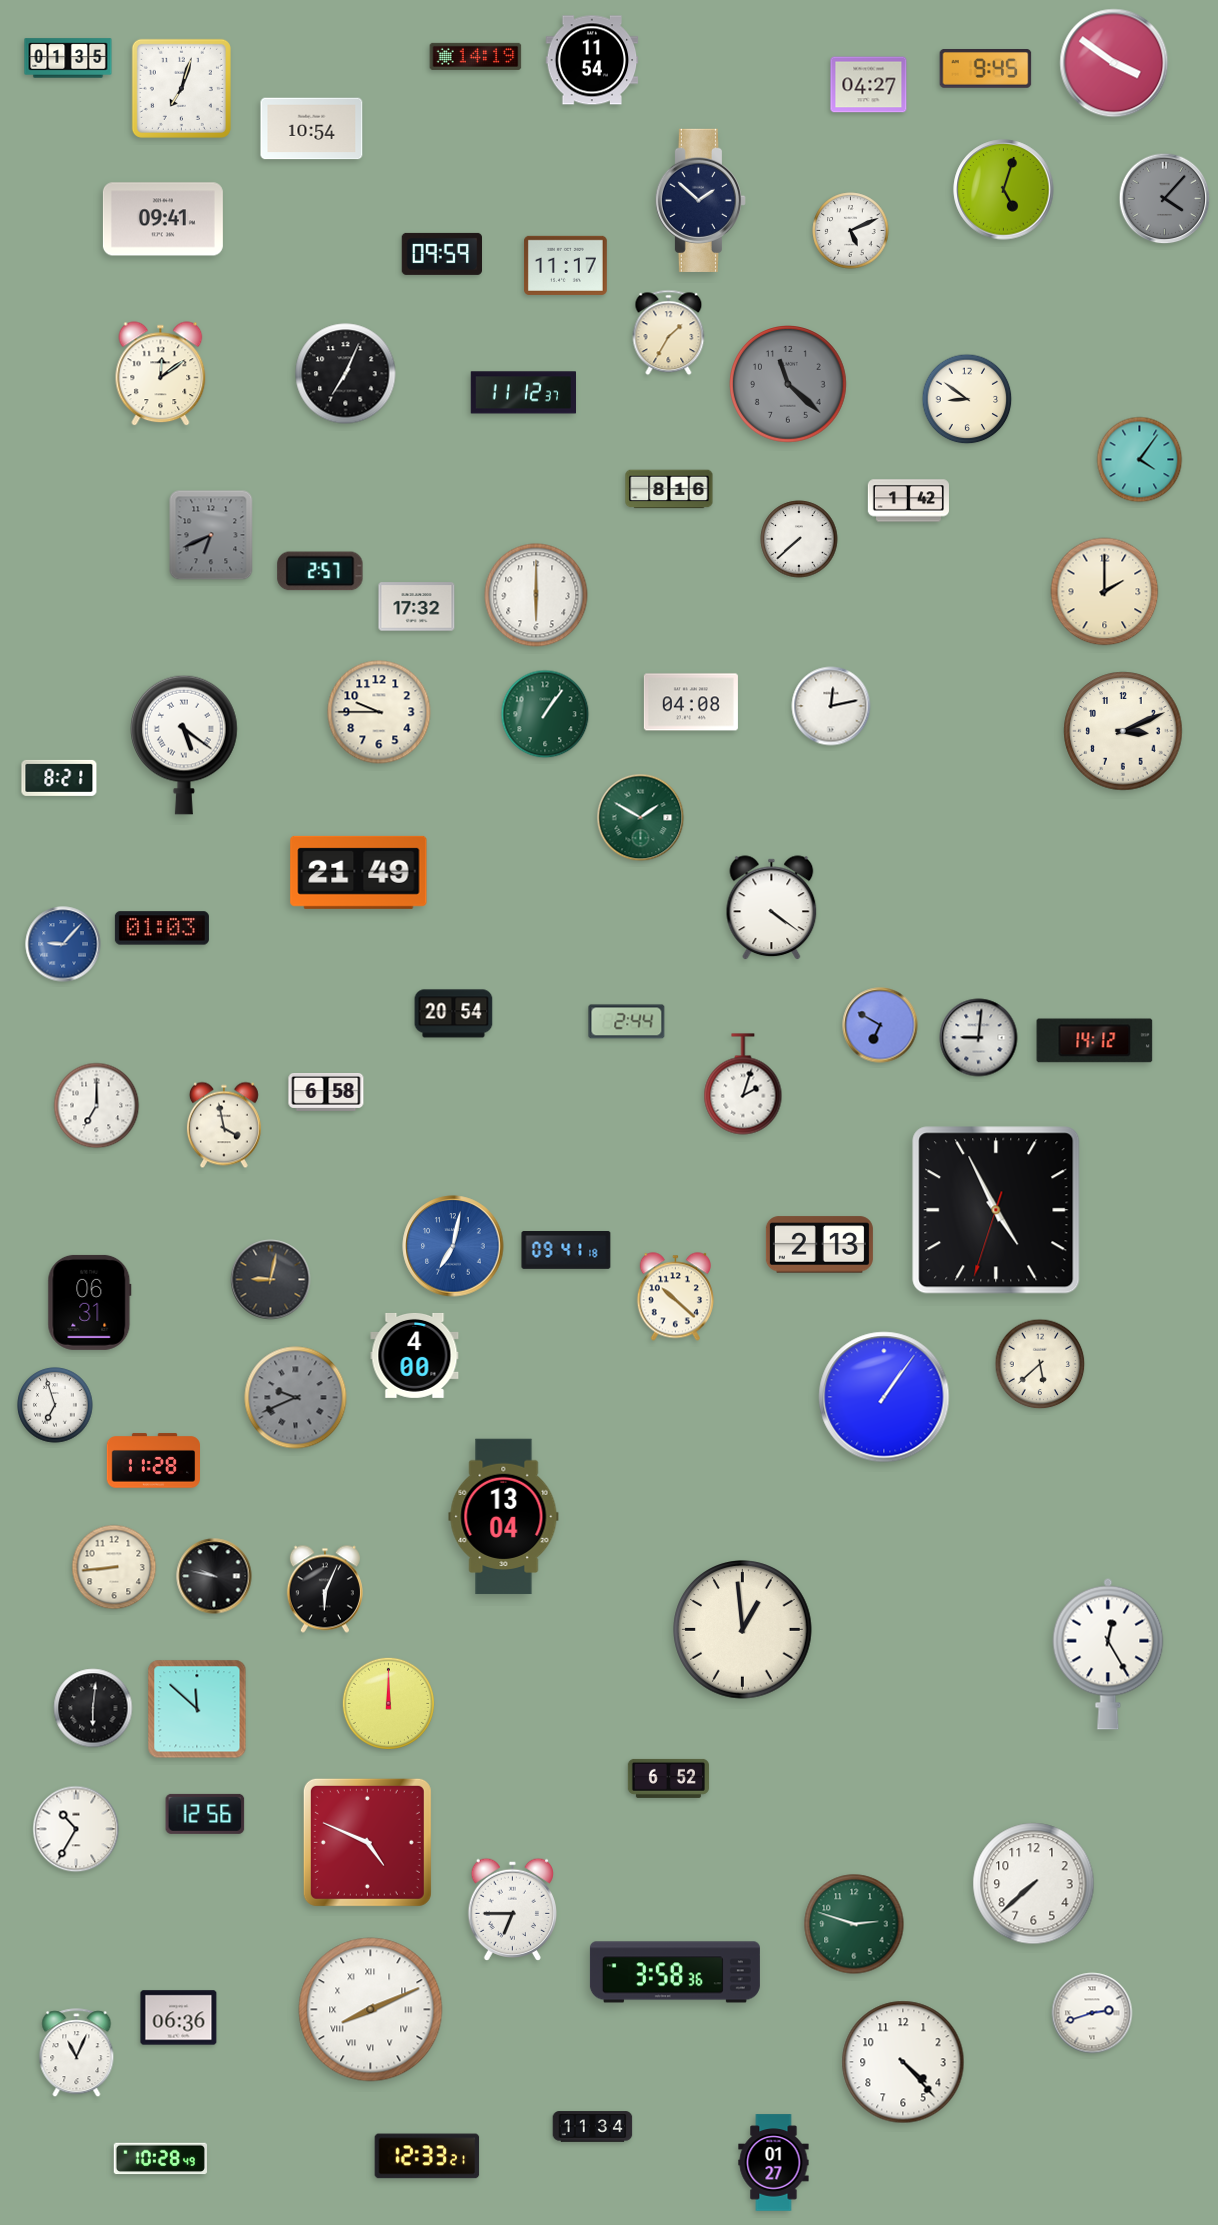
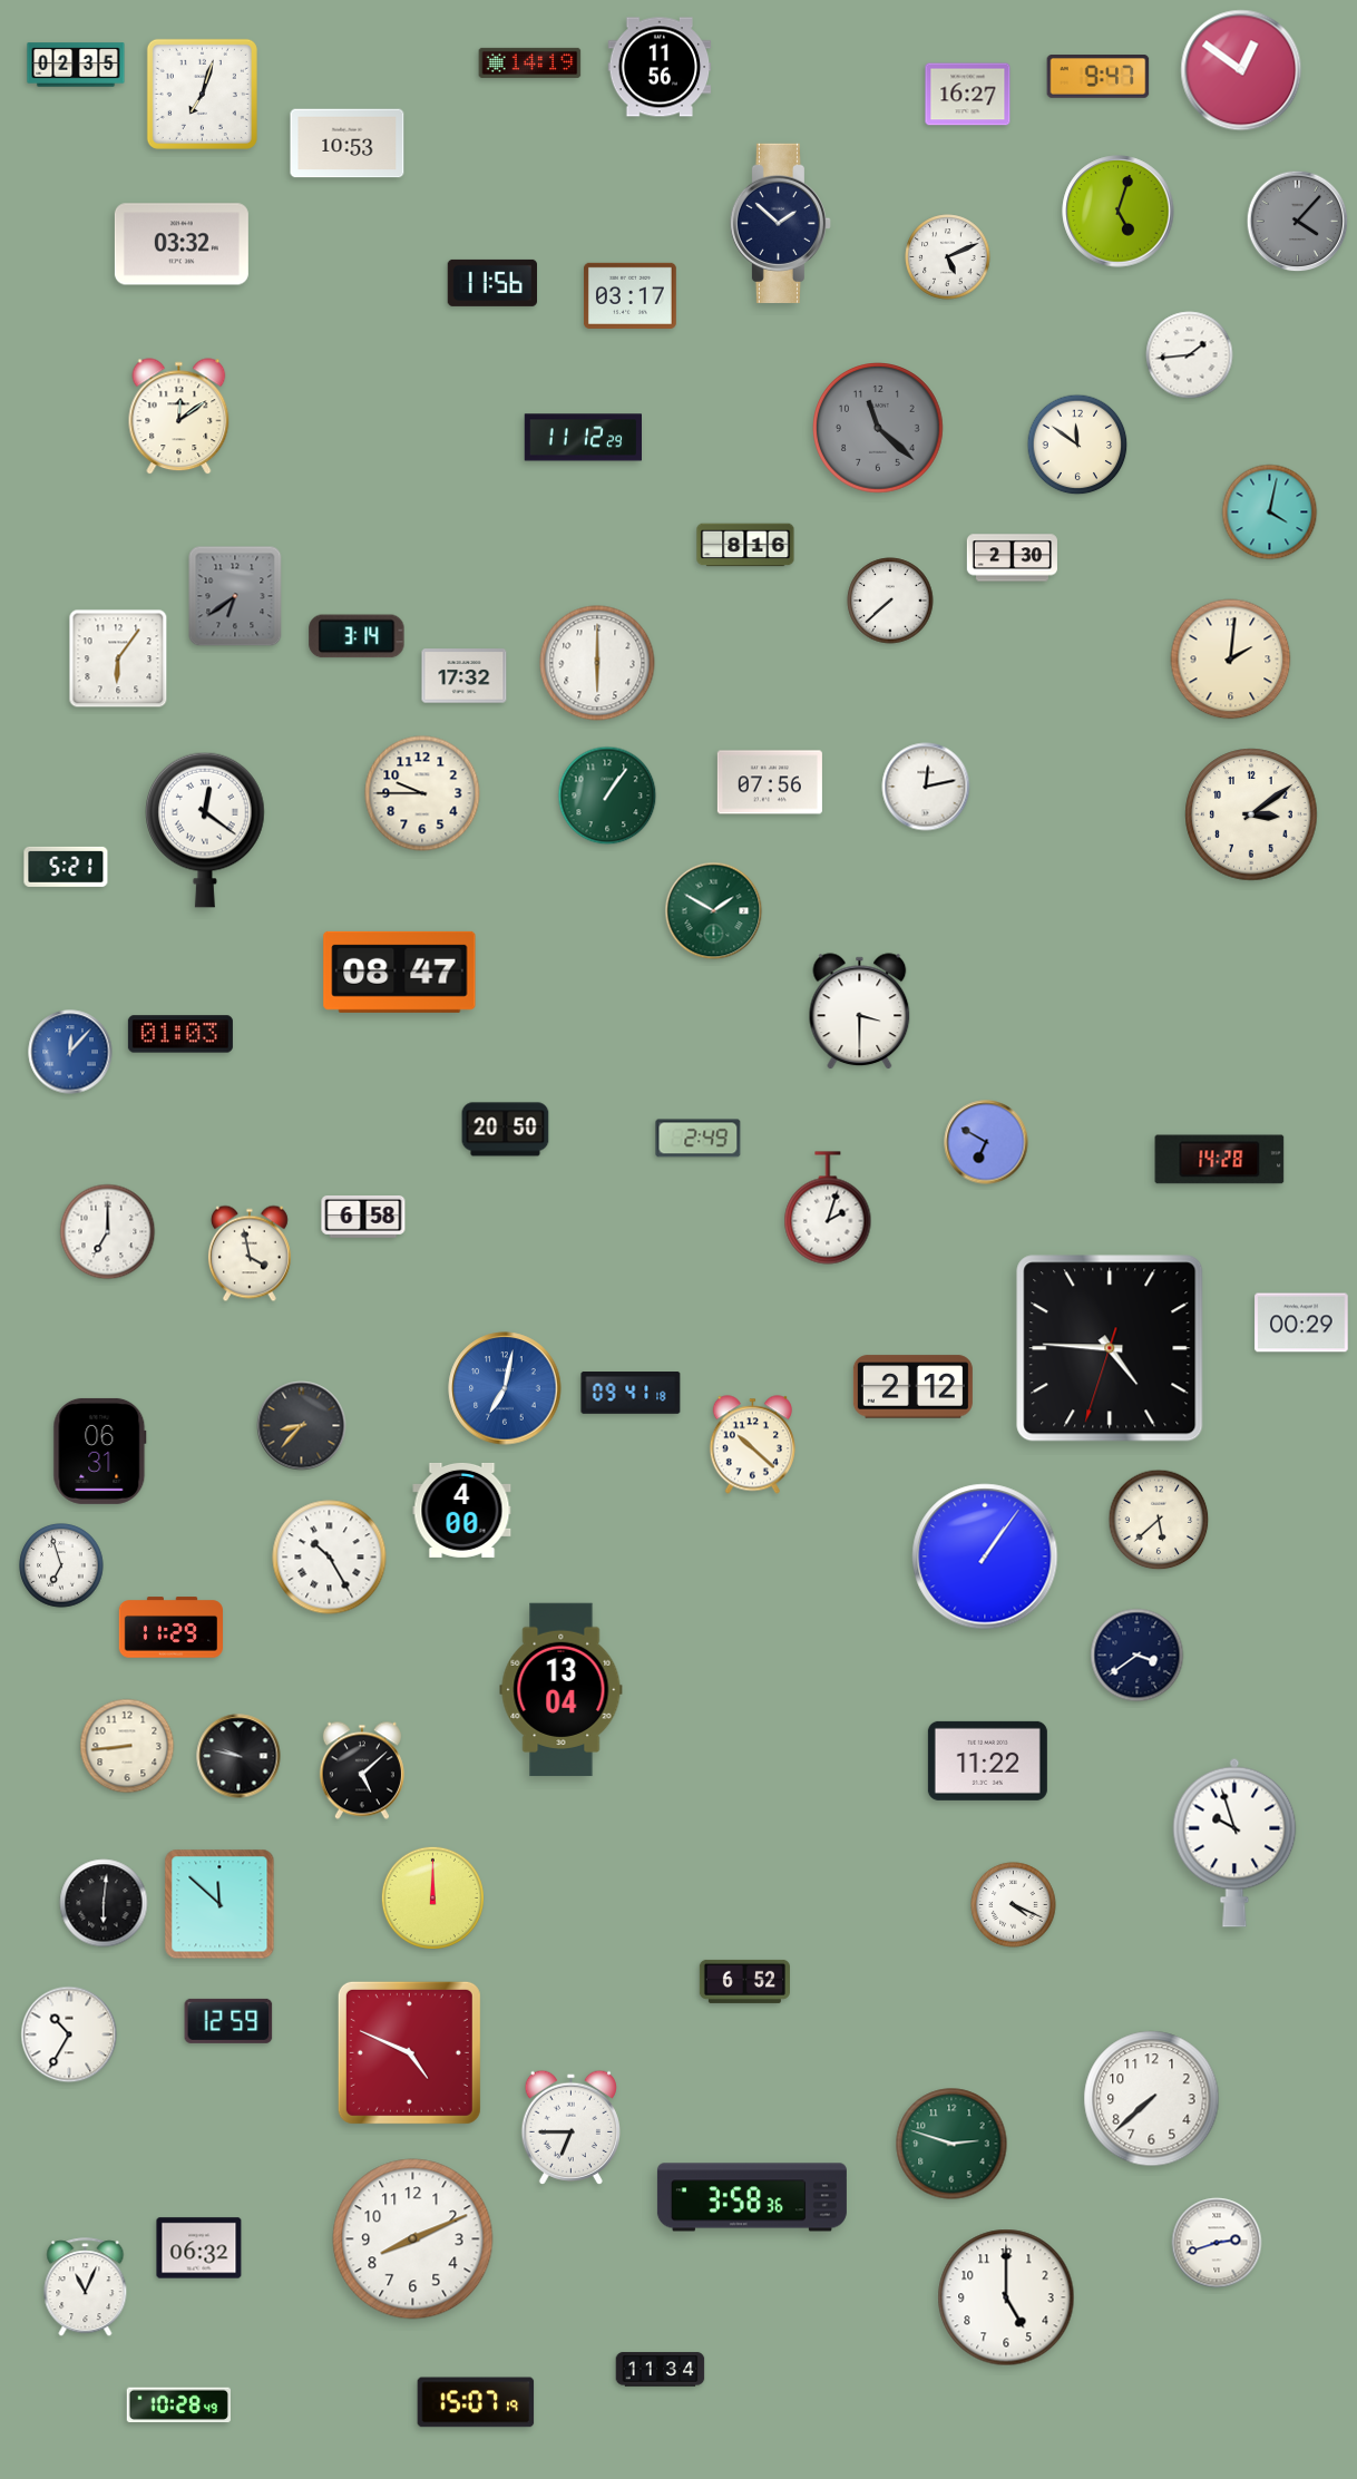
clock at (68, 58): 01:35 -> 02:35
clock at (592, 60): 11:54 -> 11:56
clock at (1114, 63): 3:51 -> 12:51
clock at (986, 69): 9:45 -> 9:47
clock at (869, 85): 04:27 -> 16:27
clock at (181, 88) position: (181, 88) -> (202, 94)
clock at (312, 129): 10:54 -> 10:53
clock at (163, 219): 09:41 -> 03:32
clock at (441, 254): 09:59 -> 11:56
clock at (566, 265): 11:17 -> 03:17
clock at (1190, 355): none -> 1:44
clock at (669, 333): 1:35 -> none
clock at (346, 374): 7:04 -> none
clock at (523, 393): 11:12:37 -> 11:12:29
clock at (967, 399): 8:51 -> 11:51
clock at (1140, 460): 4:06 -> 4:02
clock at (908, 501): 1:42 -> 2:30
clock at (211, 535): 6:41 -> 6:39
clock at (320, 571): 2:57 -> 3:14
clock at (118, 658): none -> 6:06
clock at (1105, 592): 2:00 -> 2:01
clock at (691, 702): 04:08 -> 07:56
clock at (1123, 731): 3:11 -> 3:09
clock at (184, 745): 5:21 -> 12:21
clock at (59, 778): 8:21 -> 5:21
clock at (359, 872): 21:49 -> 08:47
clock at (772, 908): 4:21 -> 3:30
clock at (63, 944): 9:07 -> 12:07
clock at (454, 1014): 20:54 -> 20:50
clock at (627, 1022): 2:44 -> 2:49
clock at (880, 1025) position: (880, 1025) -> (986, 1142)
clock at (979, 1038): 9:01 -> none
clock at (1095, 1041): 14:12 -> 14:28
clock at (1301, 1323): none -> 00:29
clock at (996, 1210): 4:55 -> 4:45
clock at (819, 1245): 2:13 -> 2:12
clock at (271, 1280): 9:02 -> 8:37
clock at (296, 1398): 9:41 -> 10:25
clock at (296, 1398) dial: grey -> white
clock at (153, 1461): 11:28 -> 11:29
clock at (1138, 1656): none -> 3:39
clock at (987, 1760): none -> 11:22
clock at (325, 1589): 6:04 -> 5:08
clock at (743, 1630): 12:59 -> none
clock at (1108, 1654): 12:25 -> 9:57
clock at (1014, 1905): none -> 4:19
clock at (205, 1814): 12:56 -> 12:59
clock at (76, 1829) position: (76, 1829) -> (69, 2034)
clock at (371, 2010) numerals: Roman -> Arabic
clock at (179, 2018): 06:36 -> 06:32
clock at (903, 2062): 4:23 -> 5:00
clock at (427, 2156): 12:33 -> 15:07
clock at (774, 2163): 01:27 -> none
